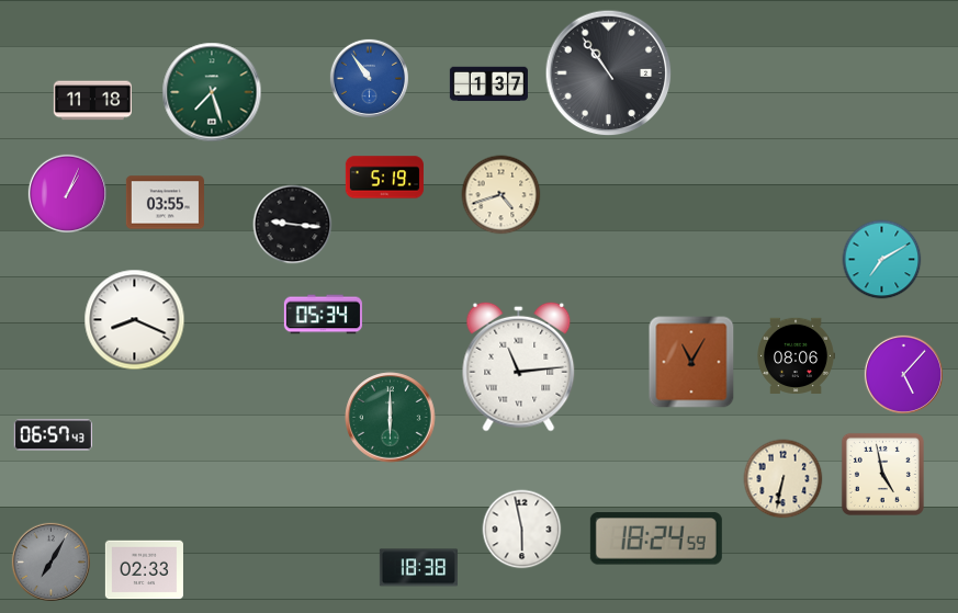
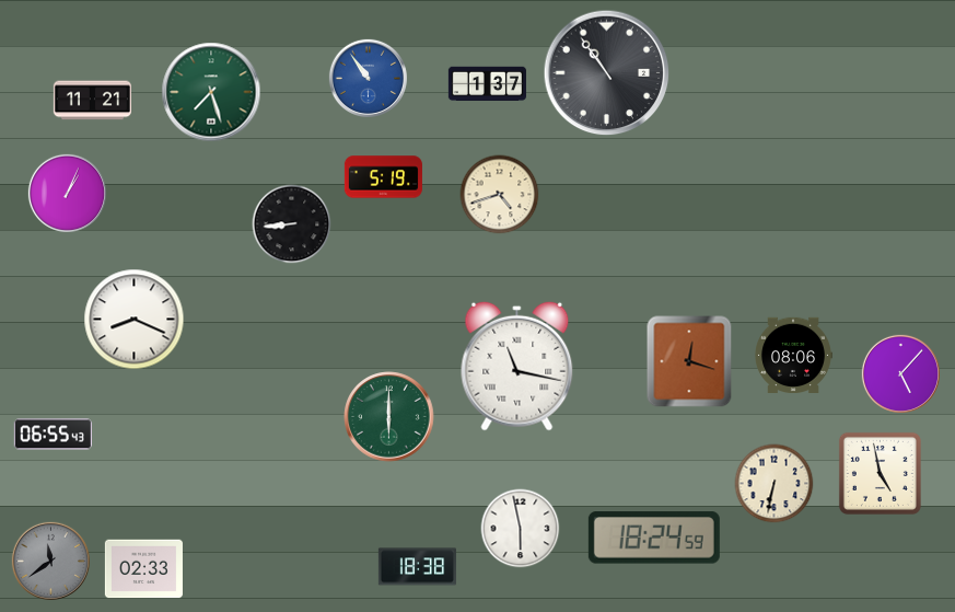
clock at (92, 101): 11:18 -> 11:21
clock at (165, 203): 03:55 -> none
clock at (293, 225): 9:16 -> 8:44
clock at (882, 260): 7:10 -> none
clock at (323, 315): 05:34 -> none
clock at (691, 362): 11:05 -> 12:18
clock at (519, 366): 11:14 -> 11:17
clock at (53, 435): 06:57 -> 06:55
clock at (784, 479) position: (784, 479) -> (775, 484)
clock at (50, 561): 7:05 -> 11:39
